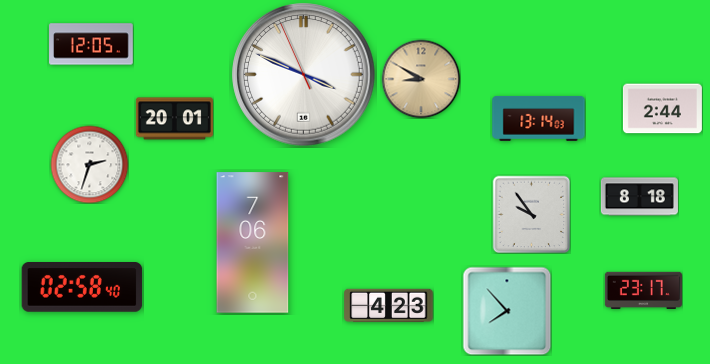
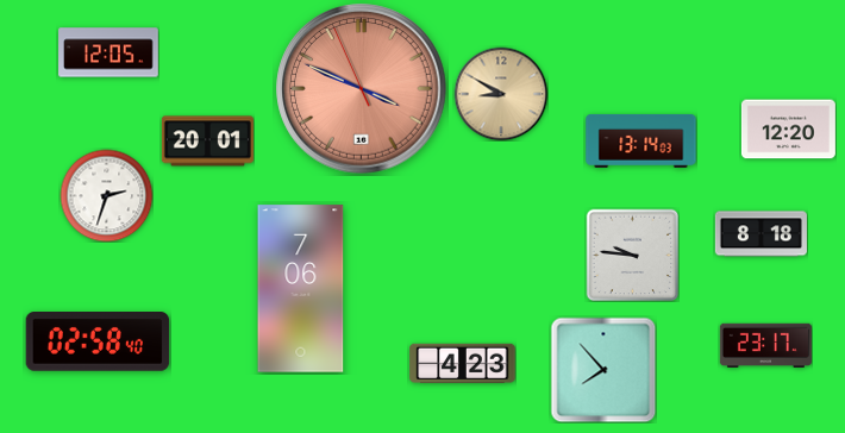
clock at (304, 75) dial: white -> salmon
clock at (662, 109): 2:44 -> 12:20
clock at (531, 214): 9:54 -> 9:46
